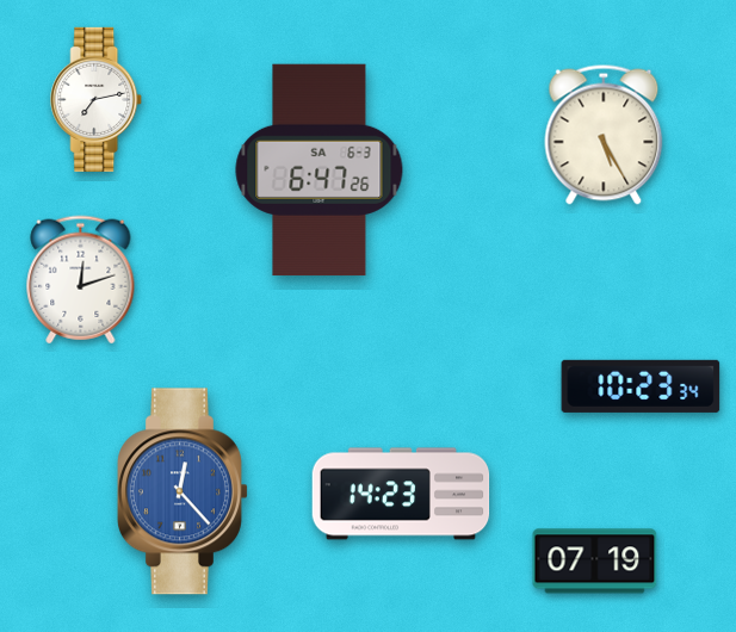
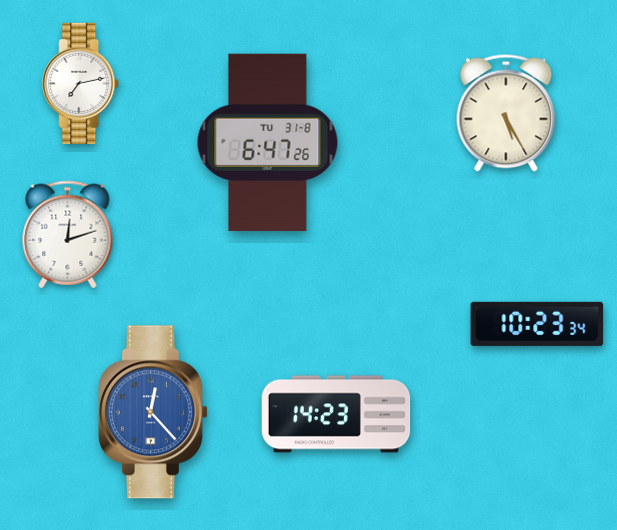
clock at (320, 171) date: SA 6-3 -> TU 31-8
clock at (595, 562): 07:19 -> none
